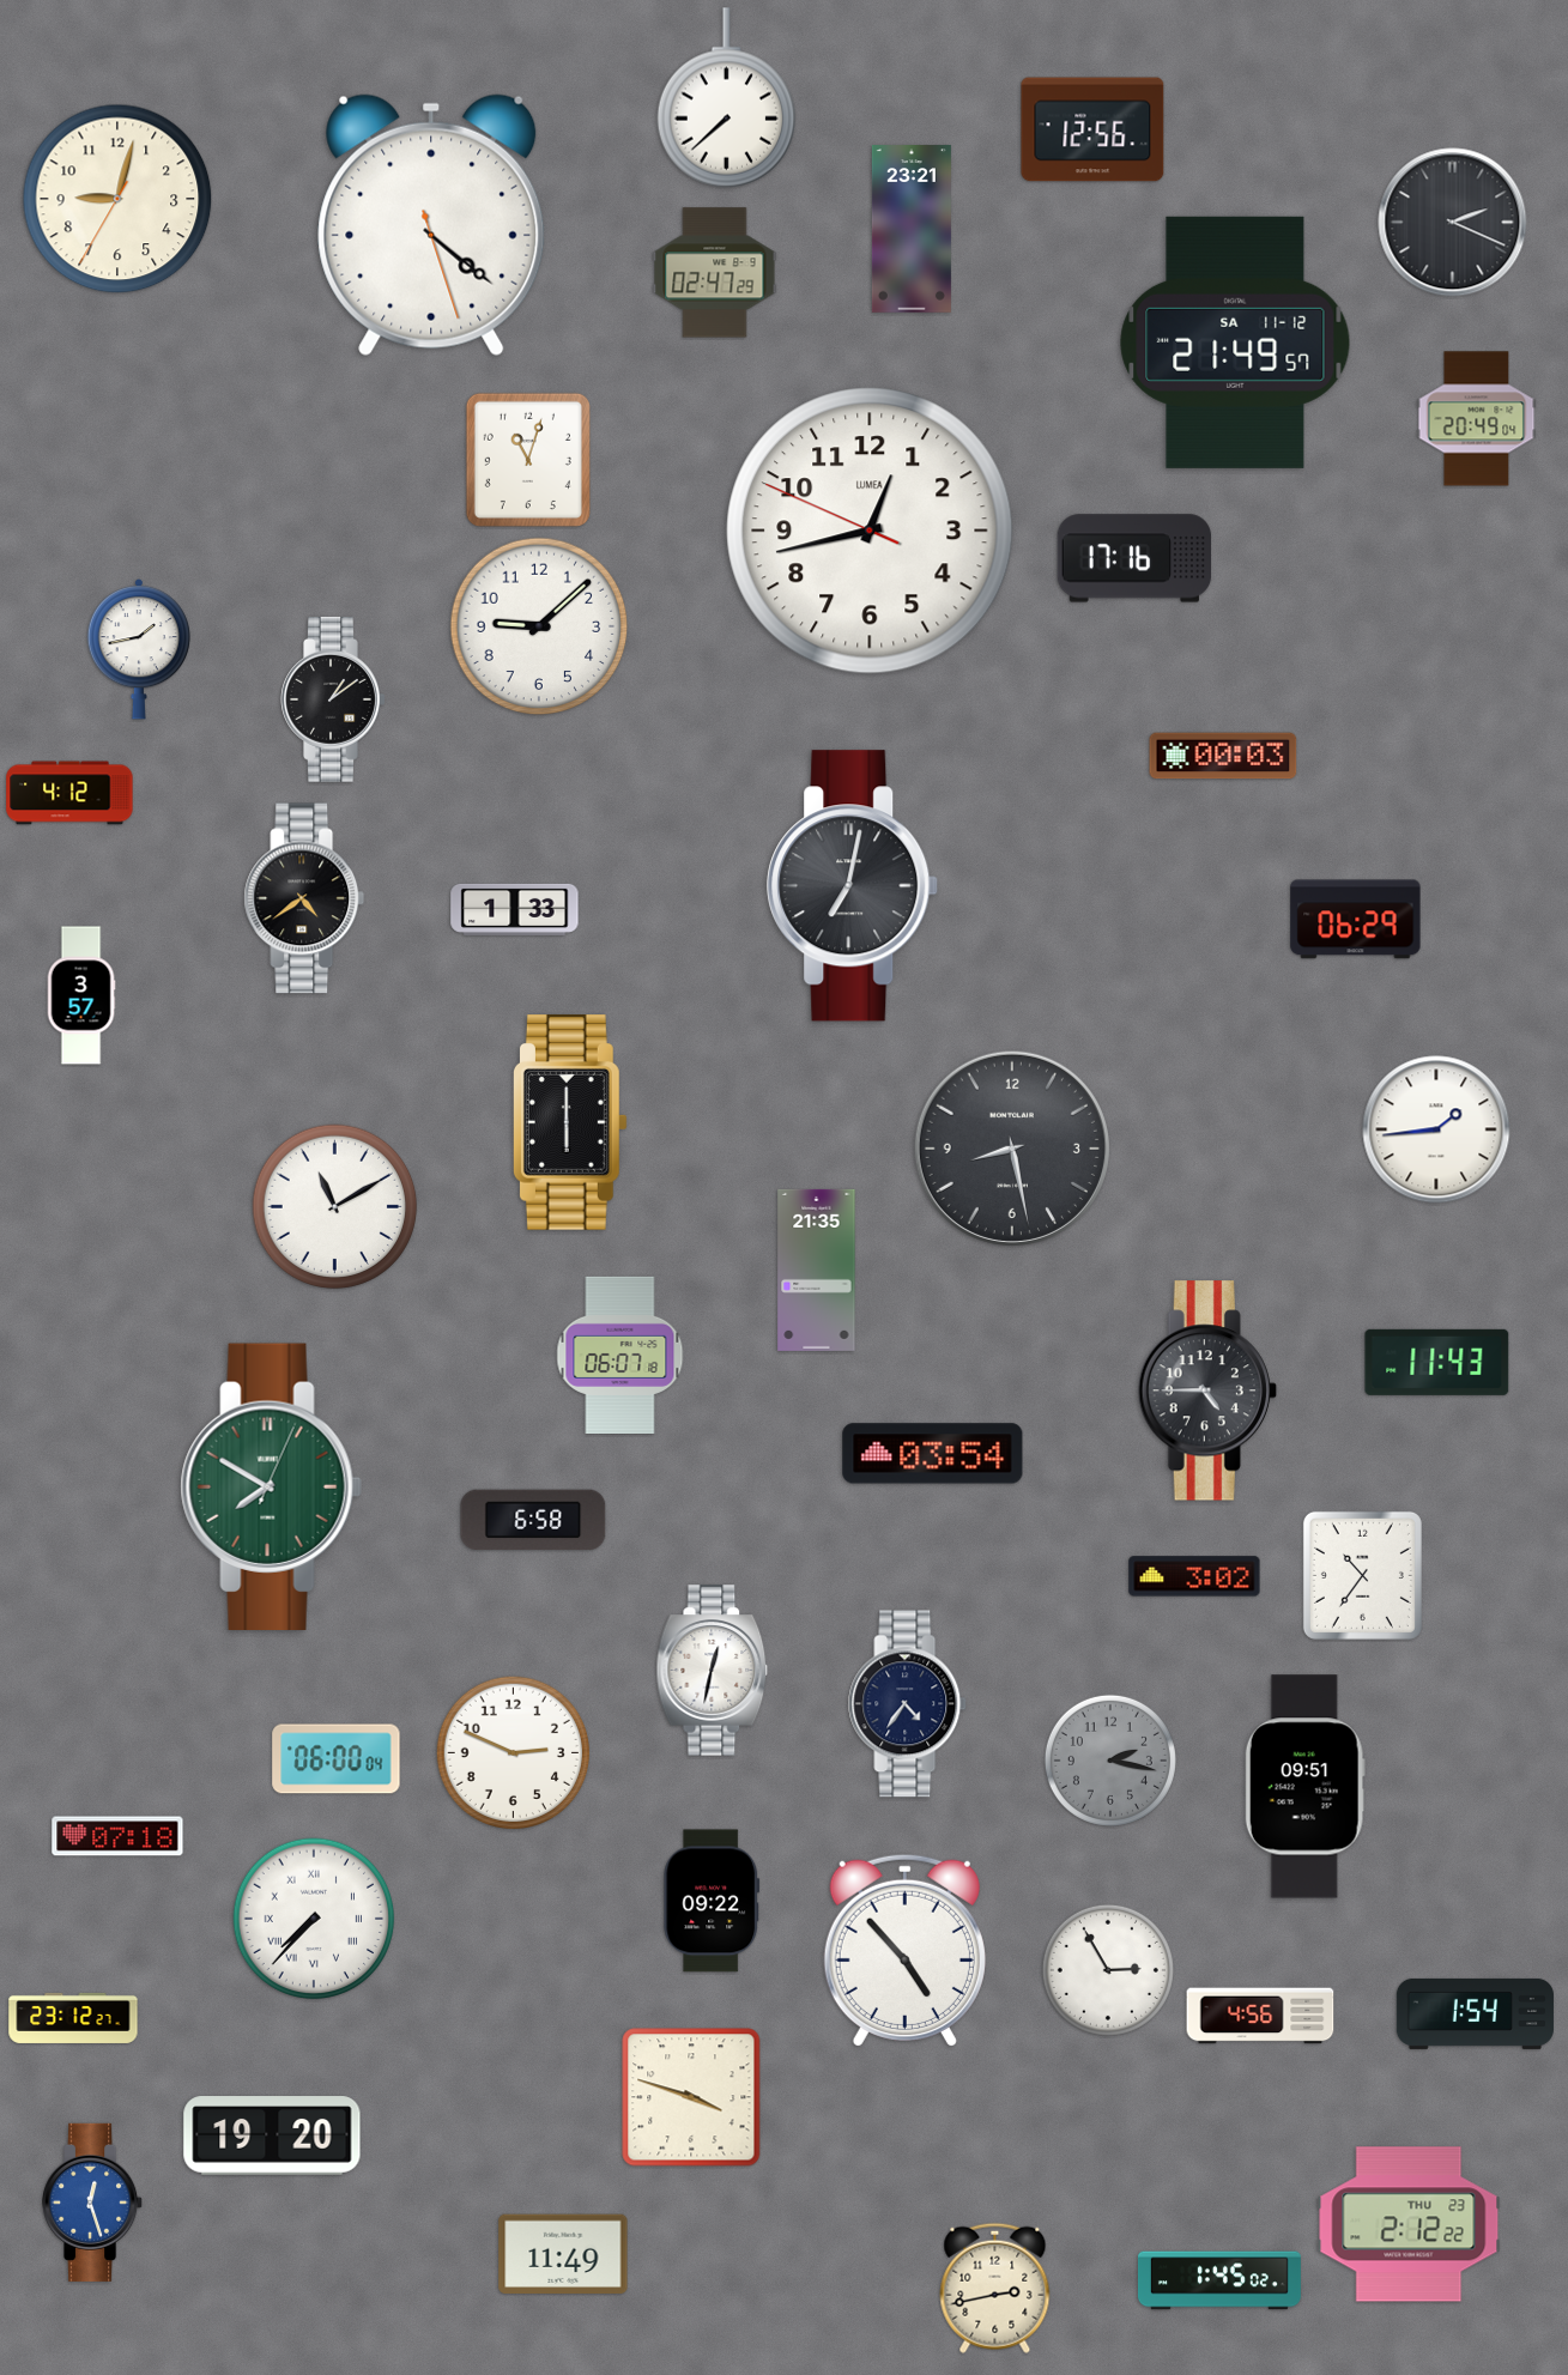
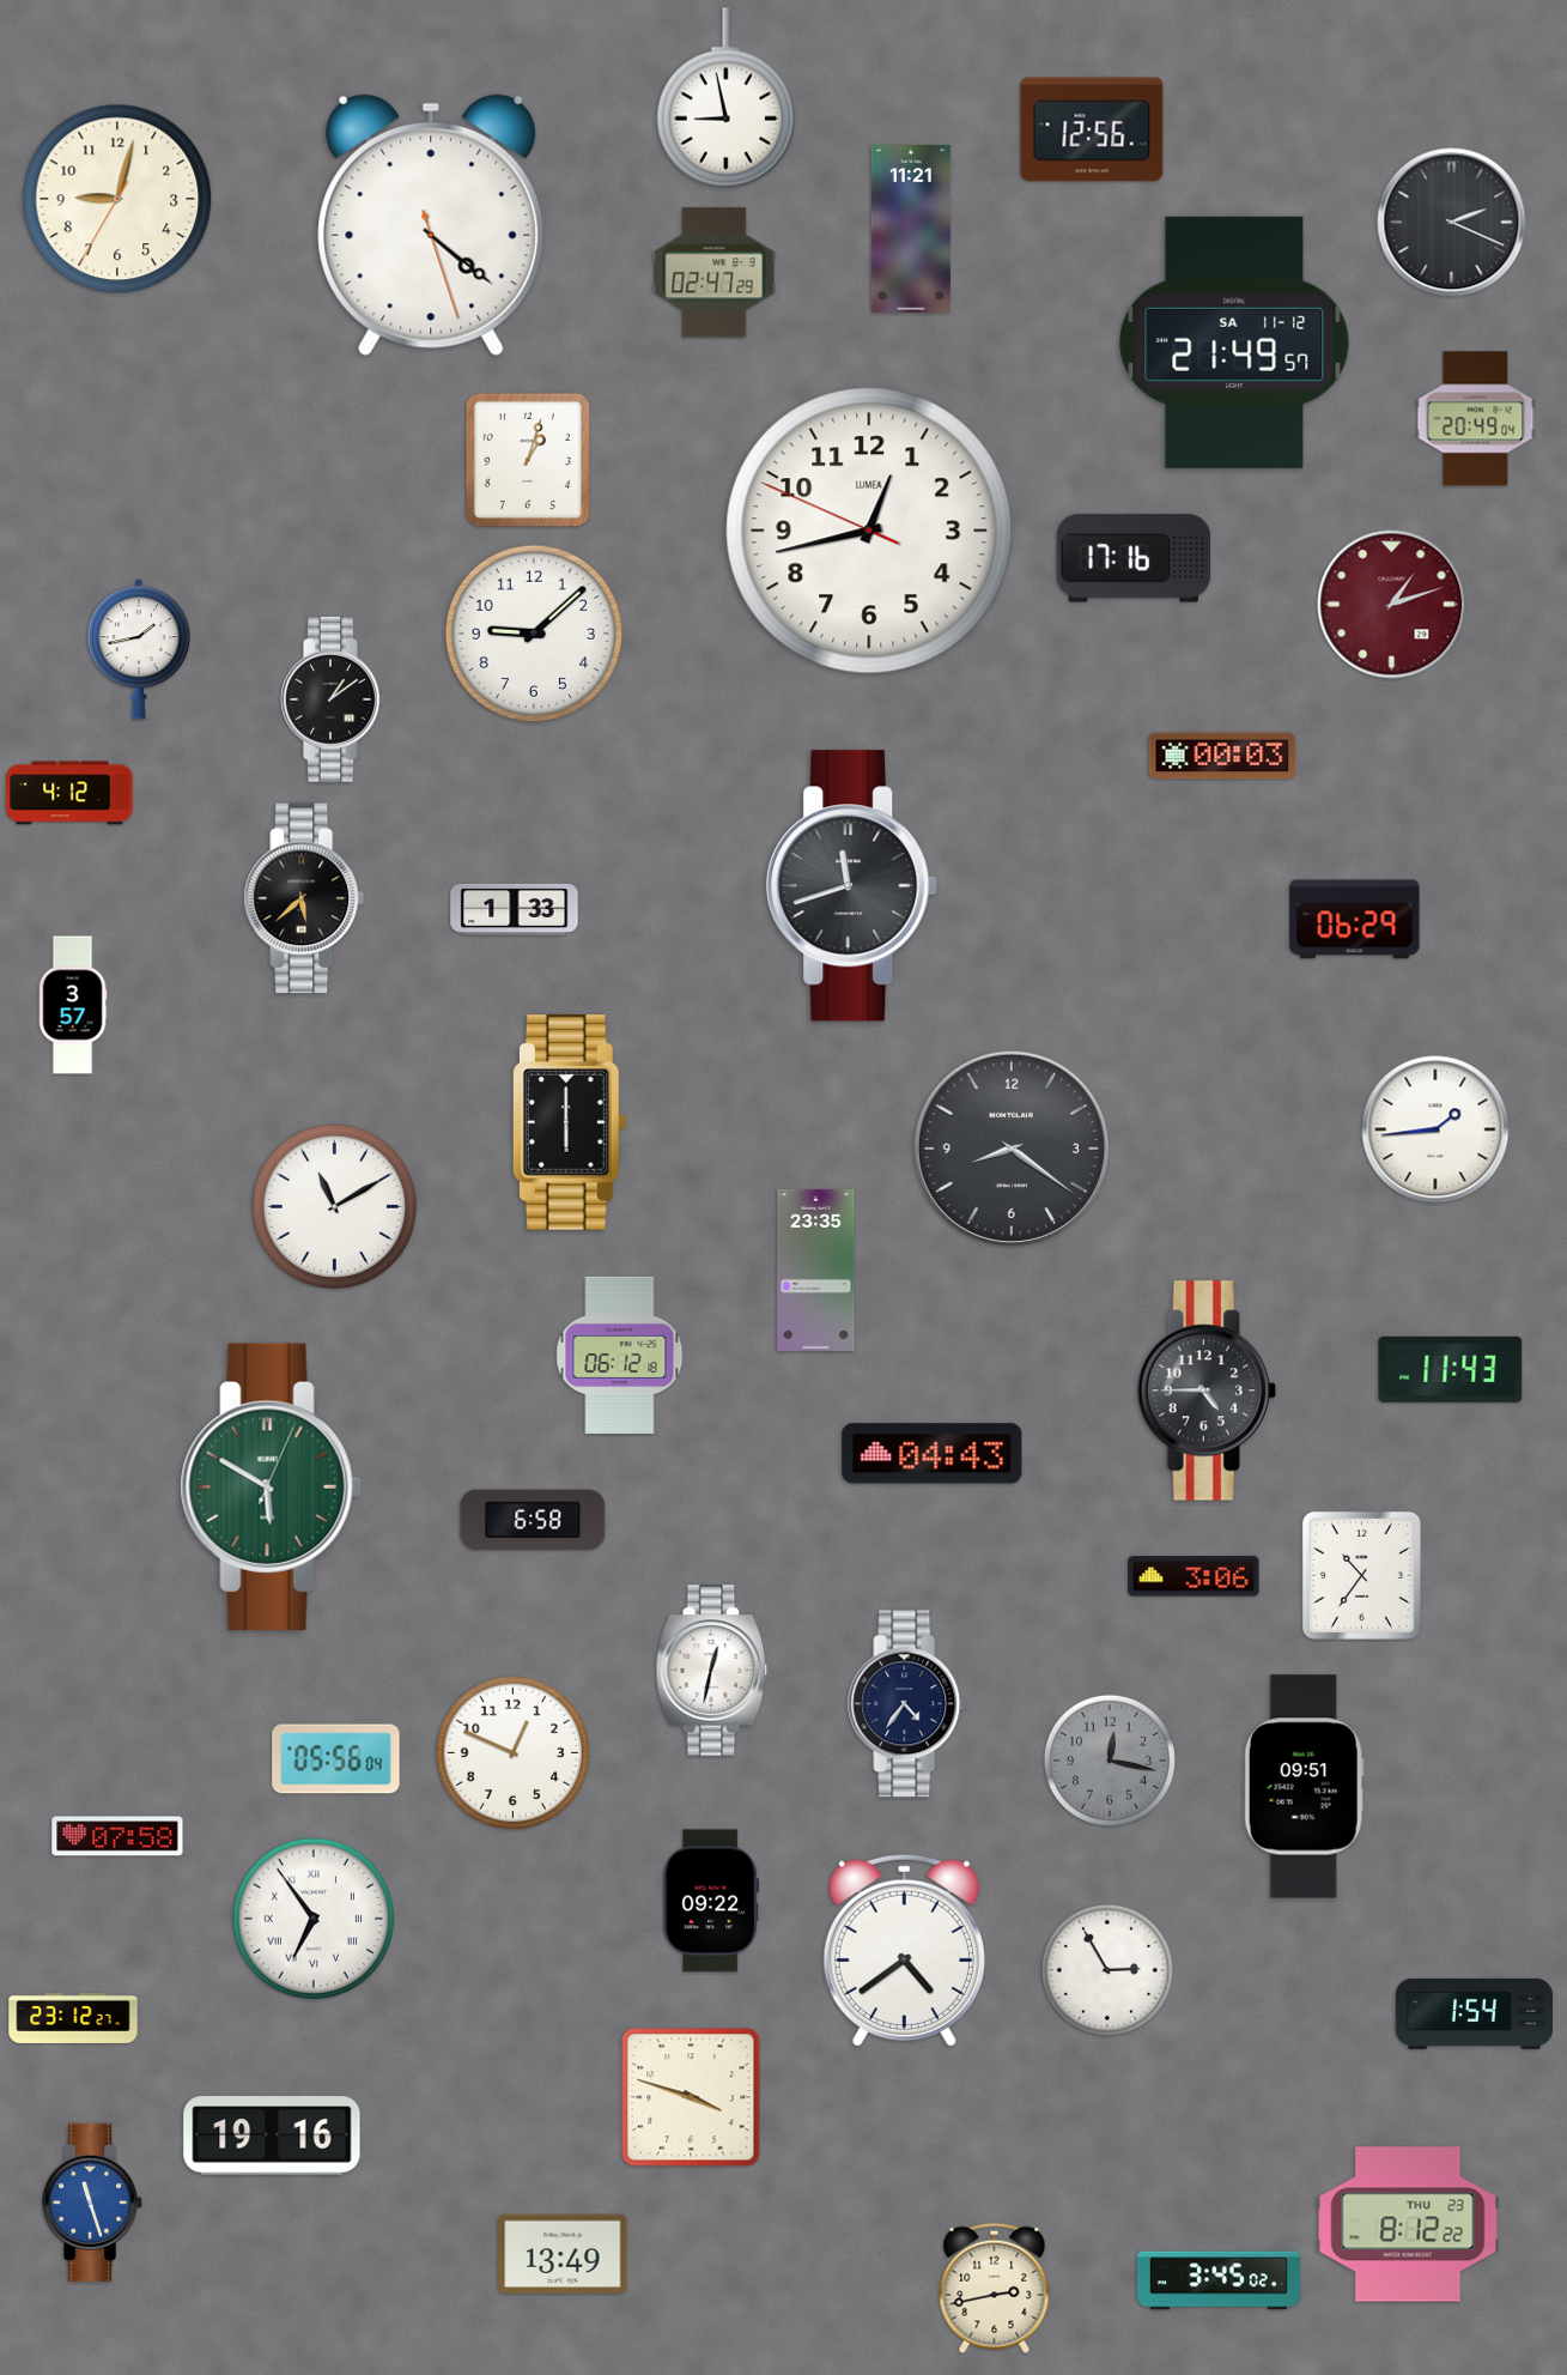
clock at (727, 98): 7:38 -> 8:58
clock at (912, 229): 23:21 -> 11:21
clock at (528, 460): 11:03 -> 1:03
clock at (1392, 605): none -> 1:12
clock at (539, 626) position: (539, 626) -> (534, 634)
clock at (853, 886): 7:02 -> 11:42
clock at (304, 898): 4:39 -> 5:38
clock at (81, 995) position: (81, 995) -> (73, 1005)
clock at (1012, 1149): 8:28 -> 8:21
clock at (817, 1270): 21:35 -> 23:35
clock at (620, 1355): 06:07 -> 06:12
clock at (1437, 1362) position: (1437, 1362) -> (1451, 1369)
clock at (933, 1454): 03:54 -> 04:43
clock at (271, 1486): 7:50 -> 5:50
clock at (1194, 1576): 3:02 -> 3:06
clock at (513, 1752): 2:49 -> 12:49
clock at (337, 1759): 06:00 -> 05:56
clock at (1110, 1761): 2:17 -> 12:17
clock at (117, 1836): 07:18 -> 07:58
clock at (314, 1919): 7:37 -> 6:54
clock at (904, 1950): 4:53 -> 4:39
clock at (1260, 2016): 4:56 -> none
clock at (272, 2135): 19:20 -> 19:16
clock at (93, 2203): 12:27 -> 11:27
clock at (1409, 2224): 2:12 -> 8:12
clock at (563, 2254): 11:49 -> 13:49
clock at (1219, 2280): 1:45 -> 3:45
